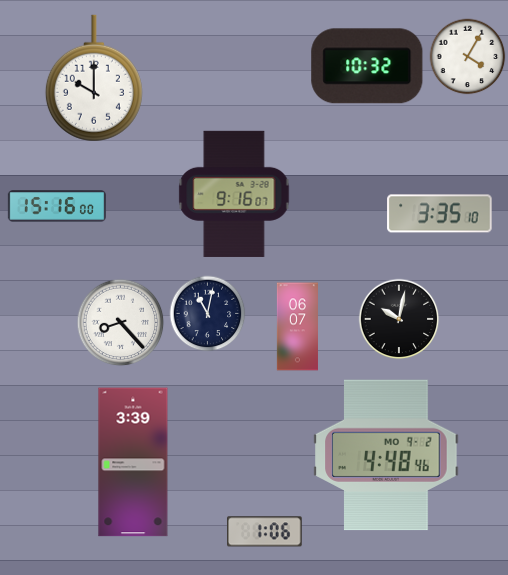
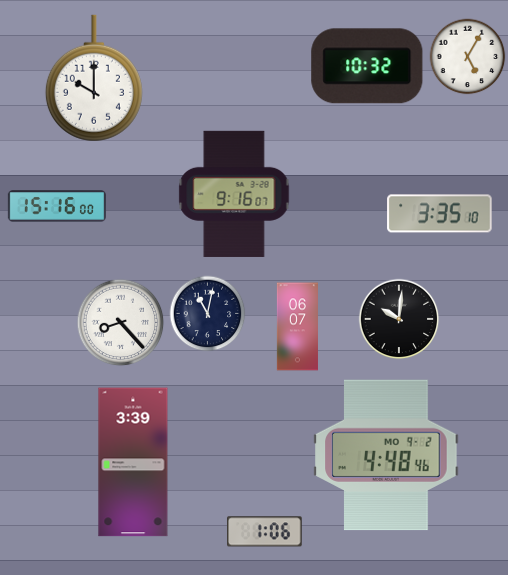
clock at (468, 57): 4:05 -> 5:05
clock at (399, 319): 10:02 -> 10:01
